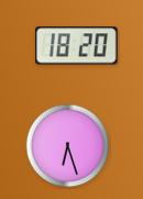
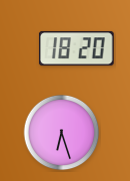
clock at (76, 46) position: (76, 46) -> (76, 49)
